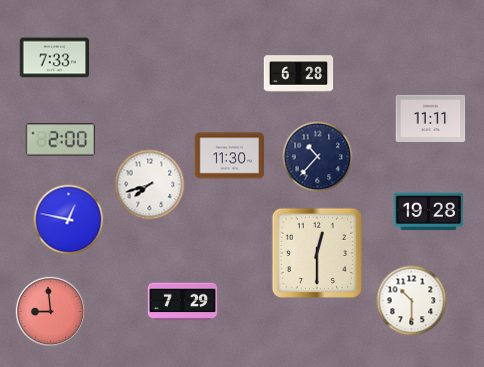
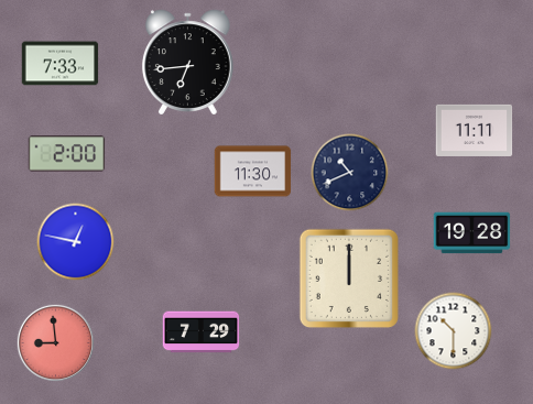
clock at (187, 63): none -> 6:44
clock at (299, 74): 6:28 -> none
clock at (318, 157): 10:37 -> 10:41
clock at (150, 185): 7:42 -> none
clock at (316, 252): 12:30 -> 12:00
